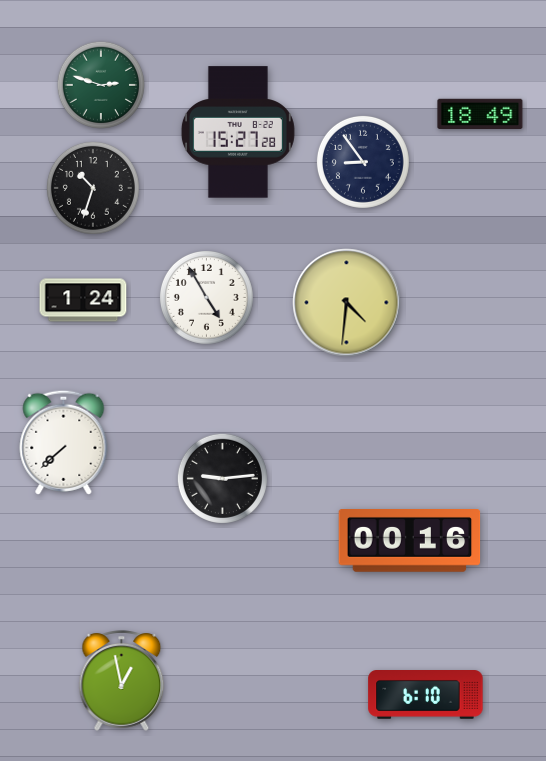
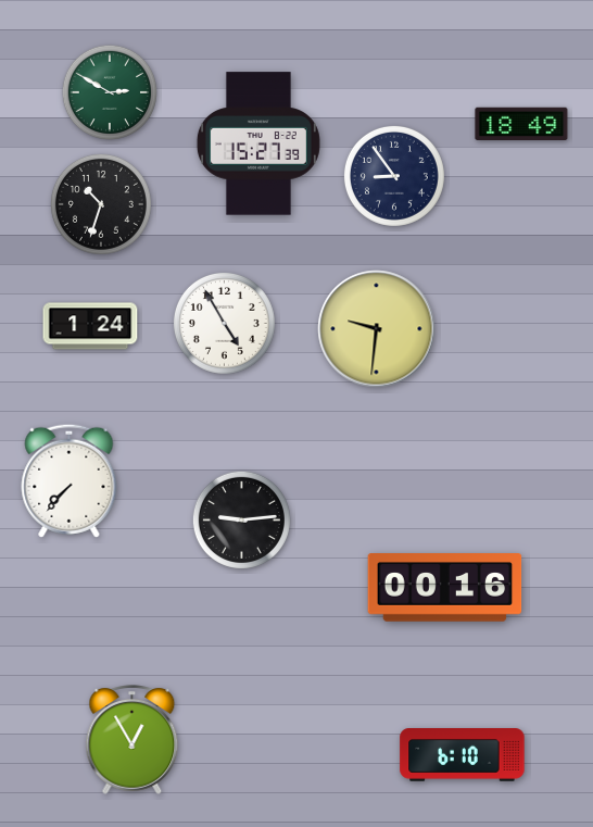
clock at (100, 84): 2:48 -> 2:50
clock at (238, 132): 15:27:28 -> 15:27:39
clock at (347, 303): 4:31 -> 9:31
clock at (64, 442): 7:38 -> 7:37
clock at (122, 681): 12:58 -> 12:55
